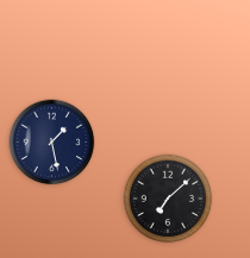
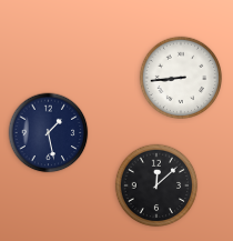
clock at (181, 78): none -> 8:44
clock at (168, 199): 7:08 -> 12:08
